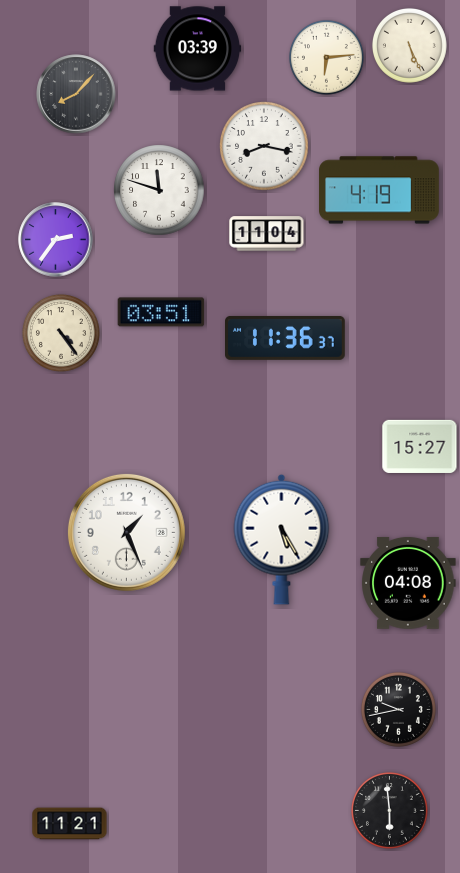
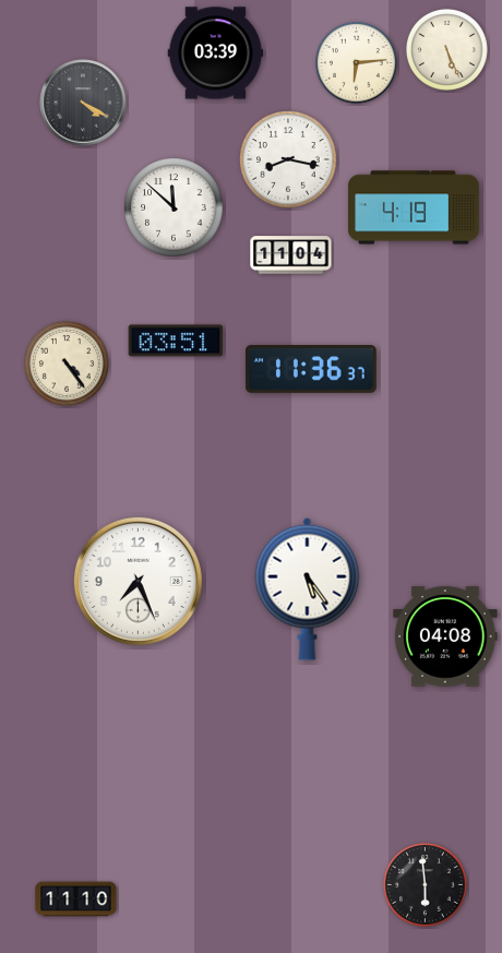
clock at (76, 94): 8:07 -> 4:20
clock at (159, 190): 11:48 -> 11:52
clock at (56, 240): 2:36 -> none
clock at (420, 446): 15:27 -> none
clock at (126, 532): 1:26 -> 7:26
clock at (282, 539): 5:25 -> 5:24
clock at (398, 709): 9:43 -> none
clock at (70, 824): 11:21 -> 11:10
